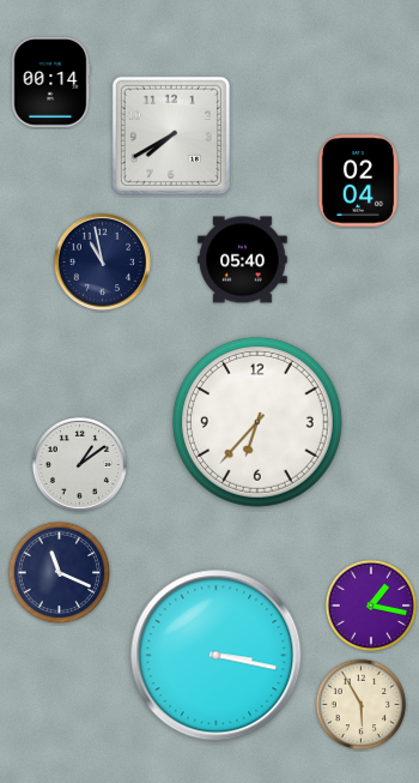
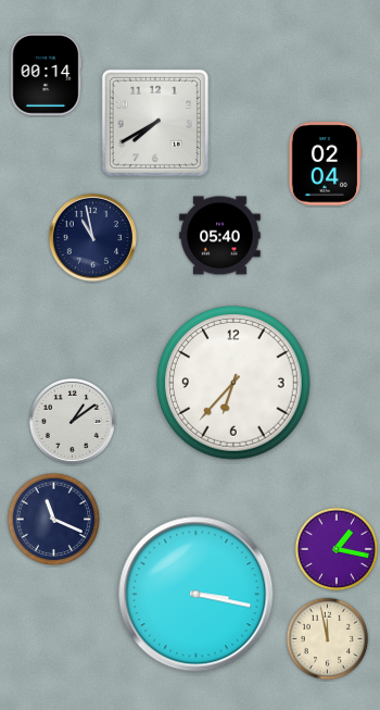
clock at (362, 705): 5:55 -> 11:58
